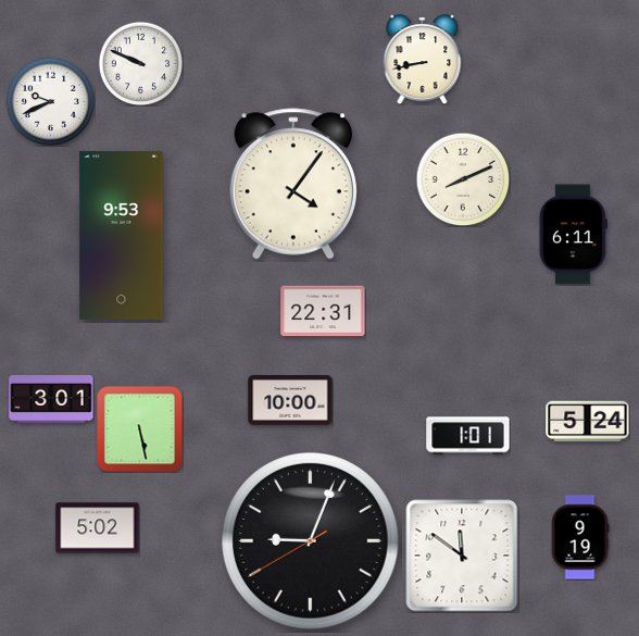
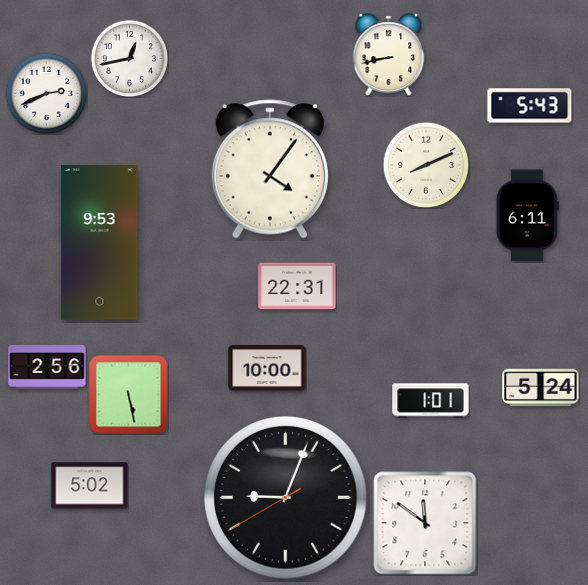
clock at (140, 63): 9:49 -> 12:43
clock at (50, 101): 9:41 -> 2:41
clock at (530, 106): none -> 5:43
clock at (122, 236) position: (122, 236) -> (100, 243)
clock at (51, 400): 3:01 -> 2:56
clock at (580, 537): 9:19 -> none
clock at (462, 556) position: (462, 556) -> (425, 523)
